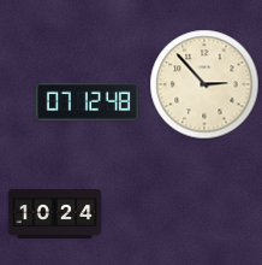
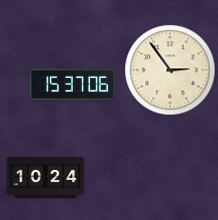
clock at (204, 84): 2:53 -> 2:54
clock at (87, 101): 07:12 -> 15:37
